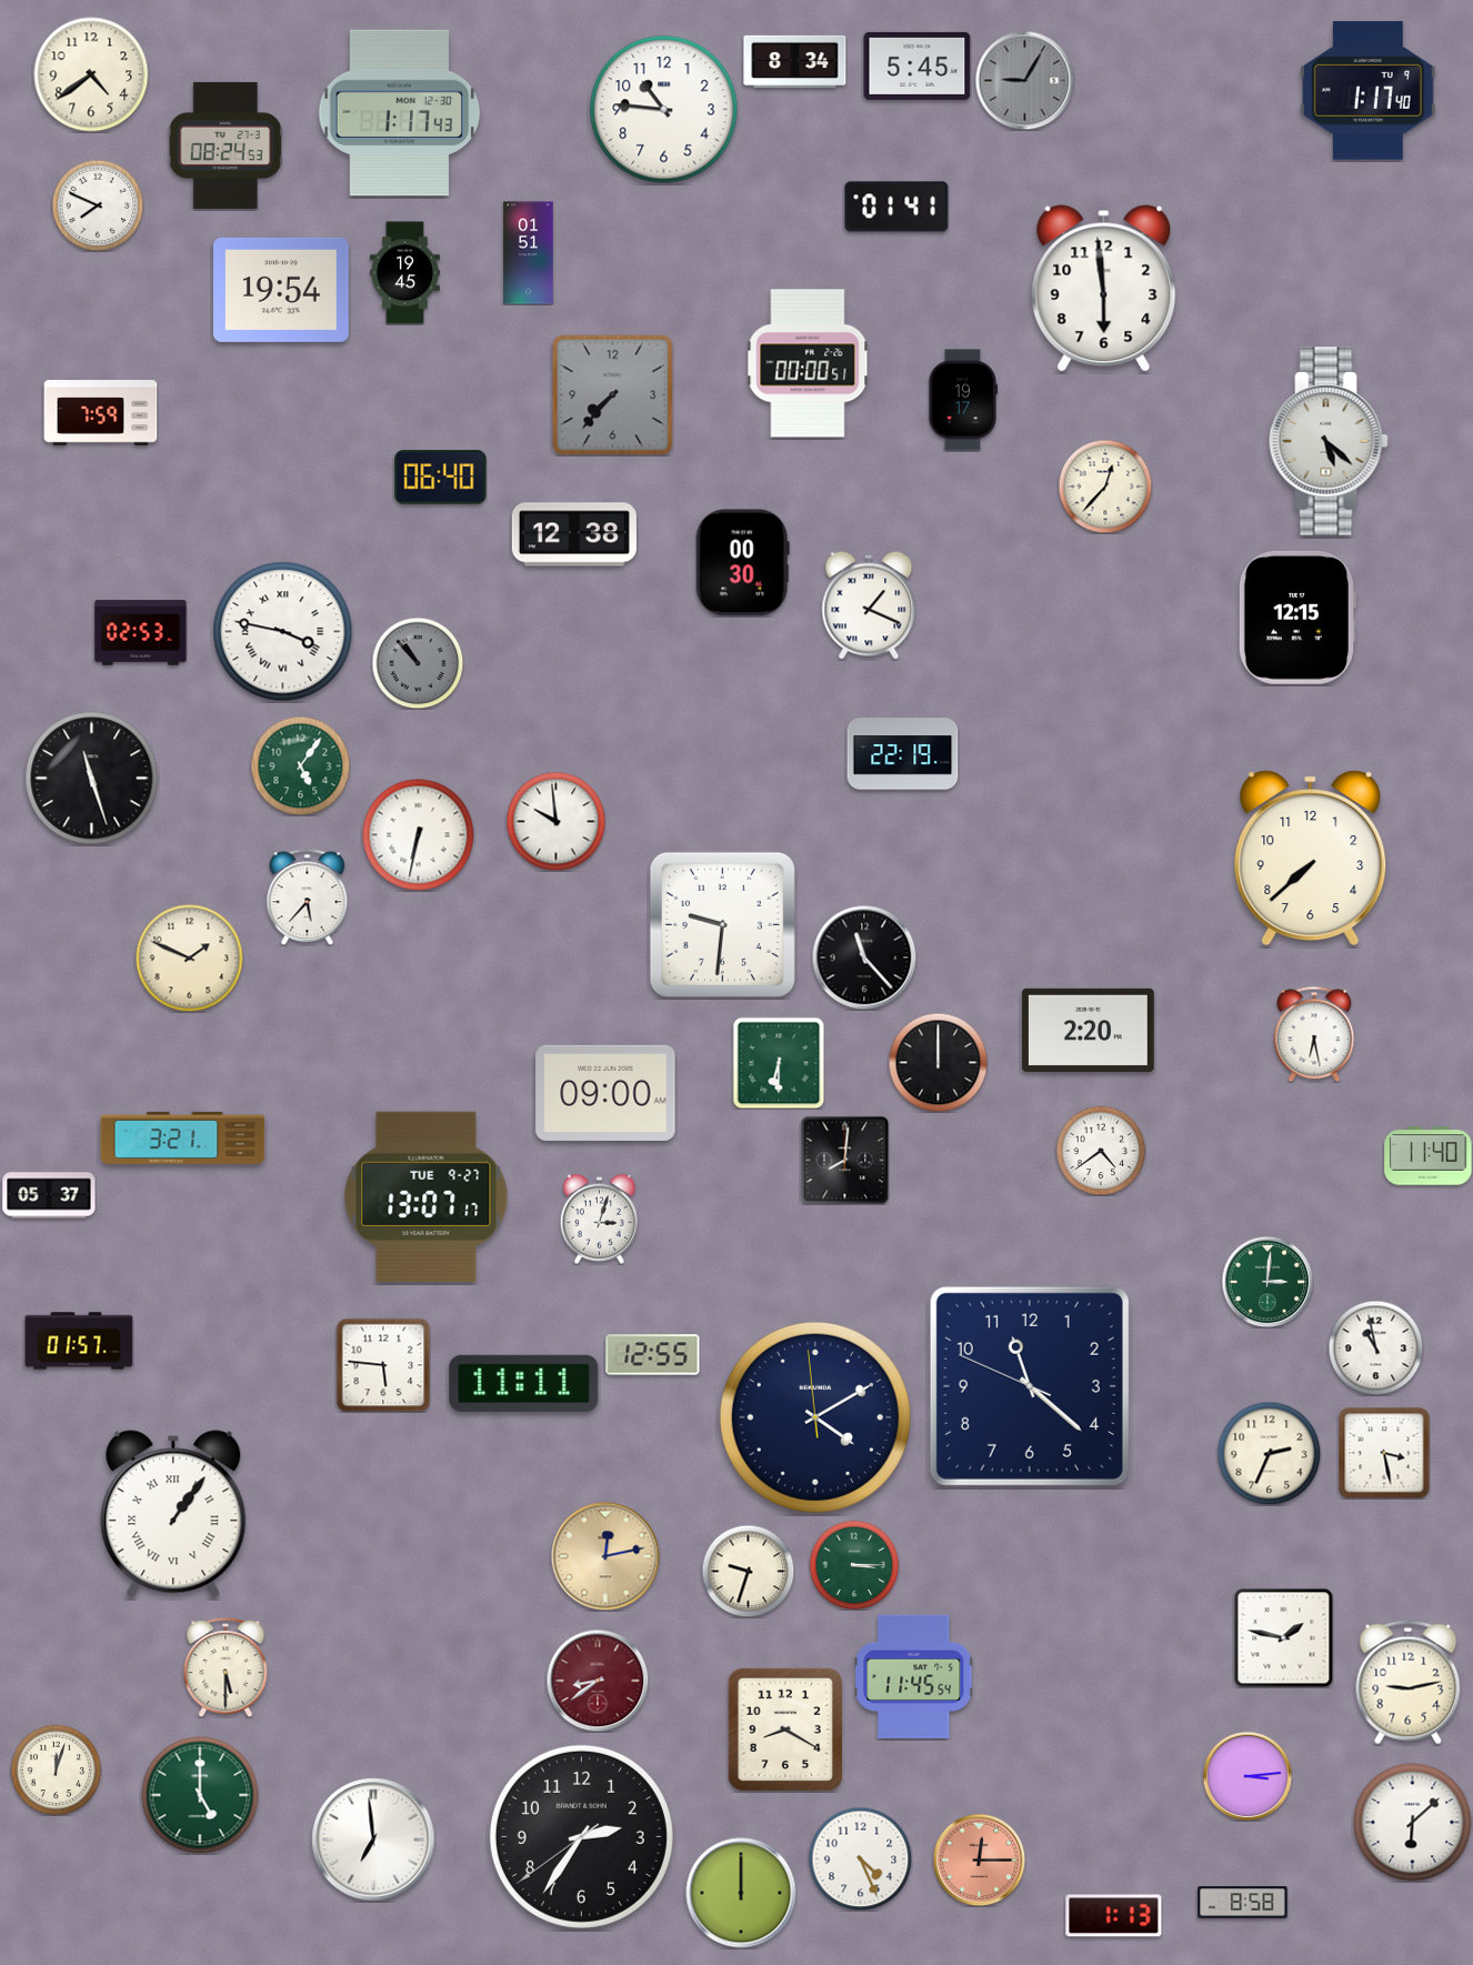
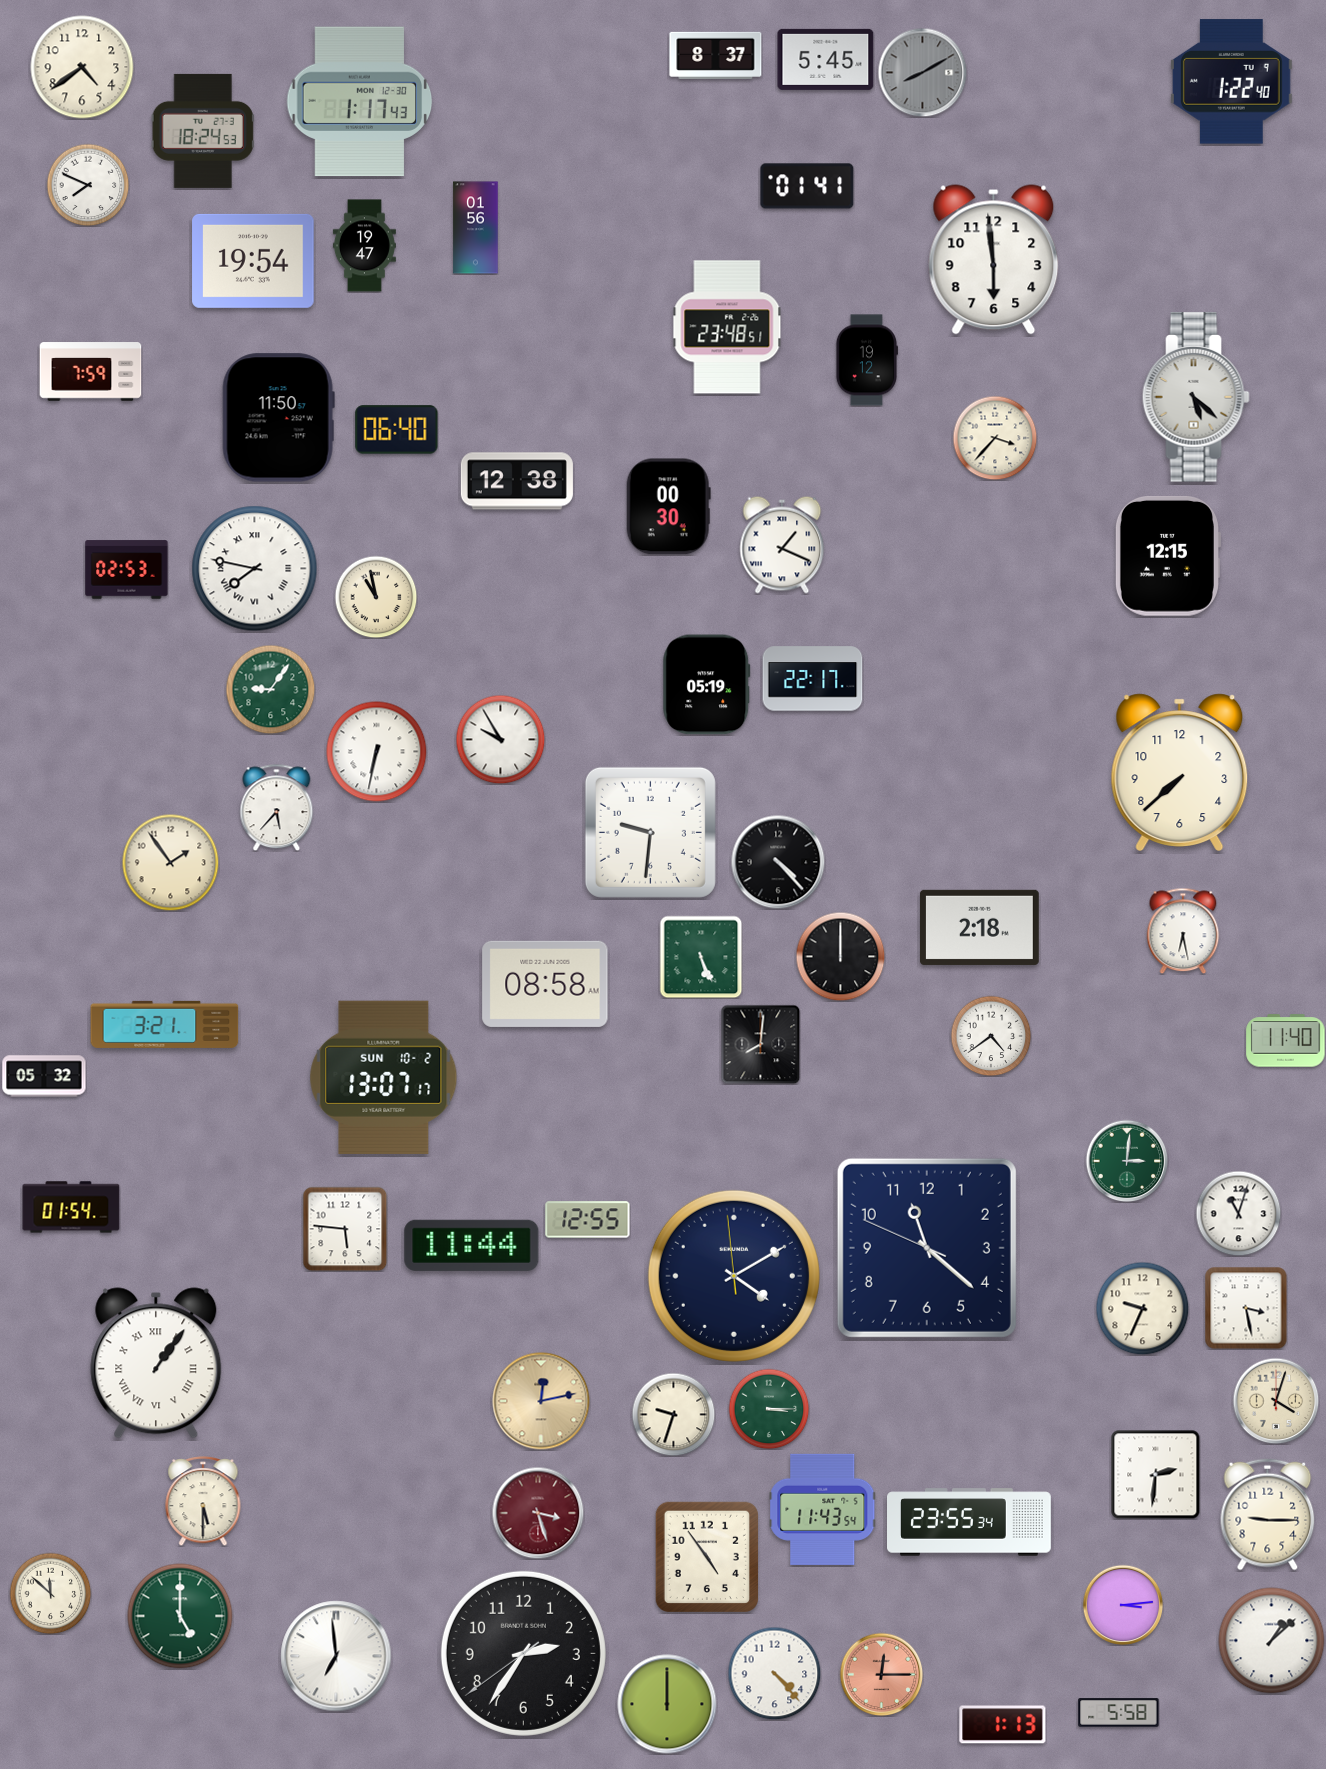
clock at (795, 61): 8:34 -> 8:37
clock at (1024, 80): 9:05 -> 8:10
clock at (1367, 91): 1:17 -> 1:22
clock at (664, 110): 10:46 -> none
clock at (226, 146): 08:24 -> 18:24
clock at (529, 253): 01:51 -> 01:56
clock at (404, 273): 19:45 -> 19:47
clock at (808, 363): 00:00 -> 23:48
clock at (613, 395): 7:37 -> none
clock at (962, 400): 19:17 -> 19:12
clock at (278, 418): none -> 11:50
clock at (1105, 487): 12:37 -> 3:37
clock at (283, 632): 3:47 -> 7:47
clock at (418, 663): 10:53 -> 10:58
clock at (418, 663) dial: grey -> cream
clock at (903, 754): 22:19 -> 22:17
clock at (707, 685): none -> 05:19
clock at (300, 765): 5:06 -> 9:06
clock at (92, 779): 11:27 -> none
clock at (555, 821): 9:59 -> 9:55
clock at (189, 958): 1:49 -> 1:54
clock at (864, 958): 11:23 -> 4:23
clock at (1088, 1030): 2:20 -> 2:18
clock at (938, 1062) position: (938, 1062) -> (840, 956)
clock at (779, 1063): 6:30 -> 5:26
clock at (605, 1093): 09:00 -> 08:58
clock at (49, 1195): 05:37 -> 05:32
clock at (427, 1196) date: TUE 9-27 -> SUN 10-2
clock at (600, 1219): 3:03 -> none
clock at (1267, 1282) position: (1267, 1282) -> (1127, 1161)
clock at (79, 1341): 01:57 -> 01:54
clock at (1375, 1347): 10:58 -> 11:03
clock at (524, 1383): 11:11 -> 11:44
clock at (1269, 1453): 2:34 -> 9:34
clock at (605, 1556) position: (605, 1556) -> (541, 1401)
clock at (1276, 1401): none -> 4:03
clock at (1283, 1637): 1:47 -> 2:31
clock at (914, 1676): 11:45 -> 11:43
clock at (598, 1681): 8:39 -> 3:27
clock at (1409, 1683): 9:13 -> 9:15
clock at (970, 1522): none -> 23:55
clock at (785, 1728): 8:20 -> 4:54
clock at (56, 1769): 12:03 -> 11:52
clock at (1247, 1776) position: (1247, 1776) -> (1123, 1605)
clock at (1413, 1823): 6:08 -> 1:08
clock at (860, 1858): 4:26 -> 4:23
clock at (1243, 1903): 8:58 -> 5:58
